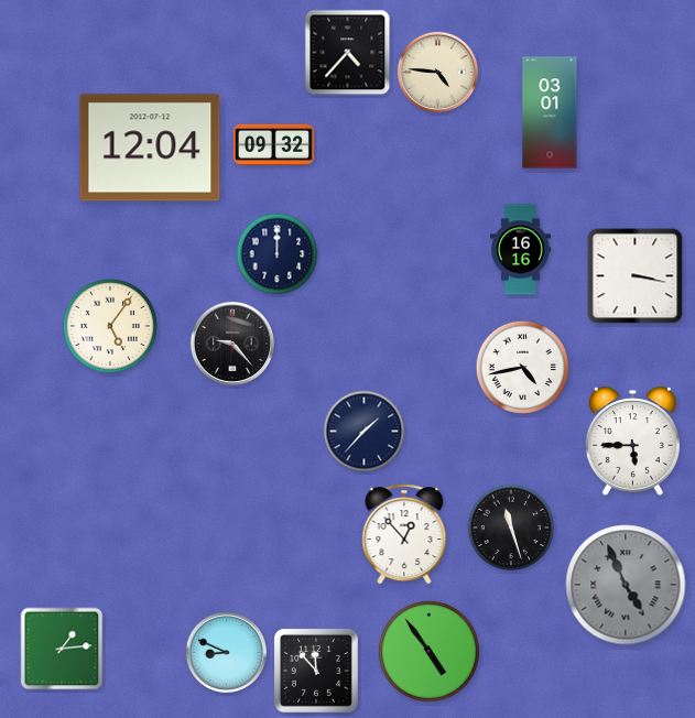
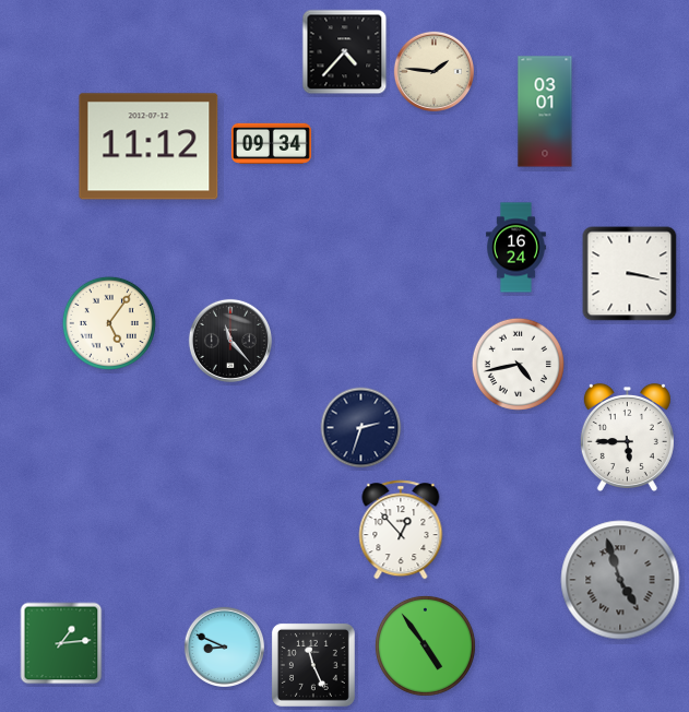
clock at (437, 72): 4:46 -> 1:46
clock at (273, 144): 09:32 -> 09:34
clock at (150, 148): 12:04 -> 11:12
clock at (521, 250): 16:16 -> 16:24
clock at (278, 254): 12:00 -> none
clock at (232, 344): 9:23 -> 11:23
clock at (365, 432): 1:37 -> 2:33
clock at (511, 527): 11:27 -> none
clock at (626, 585): 4:56 -> 4:57
clock at (316, 671): 11:53 -> 11:26
